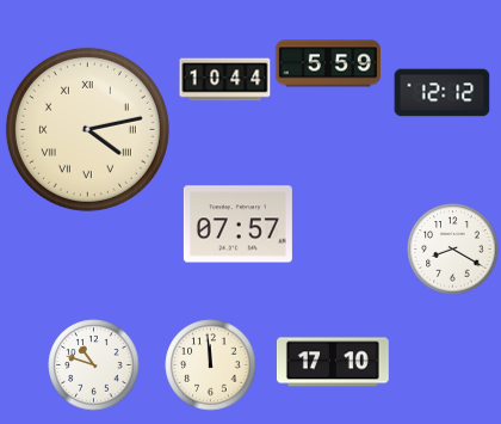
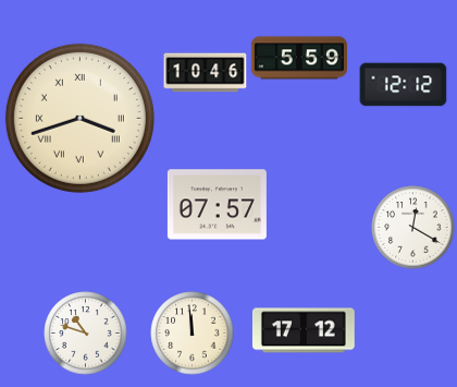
clock at (225, 80): 10:44 -> 10:46
clock at (87, 129): 4:13 -> 3:42
clock at (453, 250): 8:20 -> 12:20
clock at (333, 362): 17:10 -> 17:12
